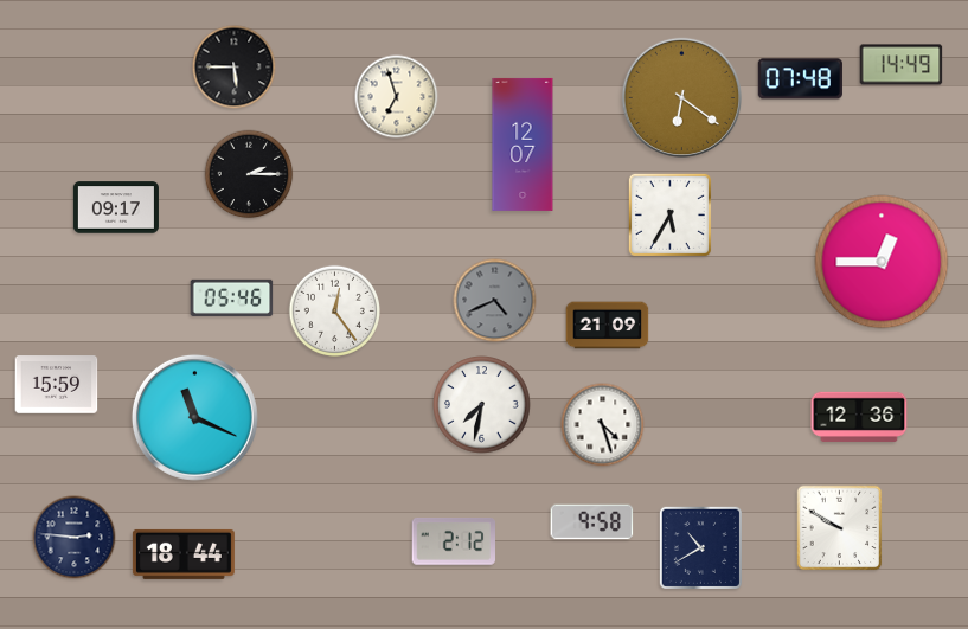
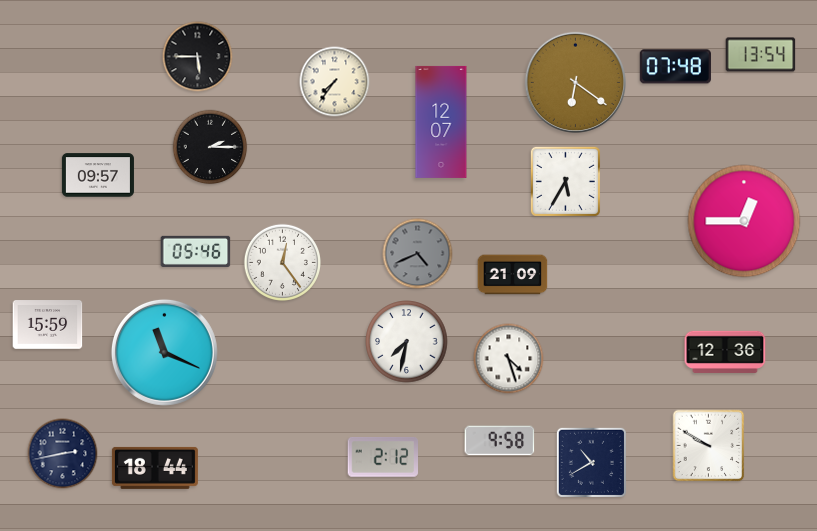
clock at (902, 65): 14:49 -> 13:54
clock at (397, 97): 6:57 -> 7:36
clock at (116, 207): 09:17 -> 09:57
clock at (75, 538): 2:46 -> 2:43
